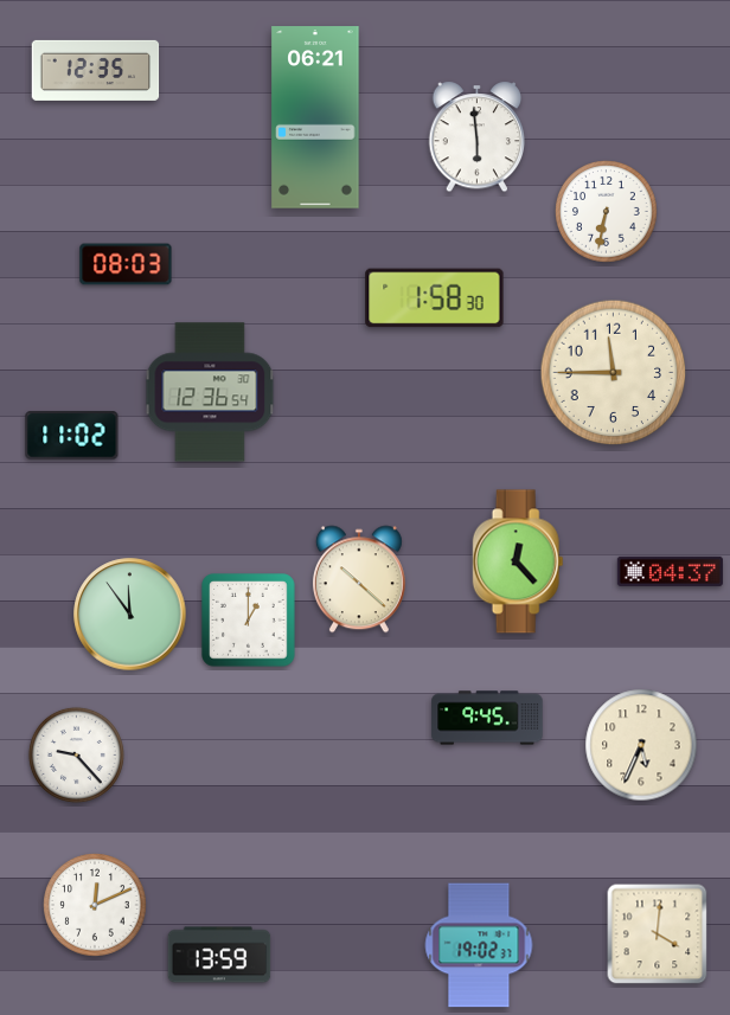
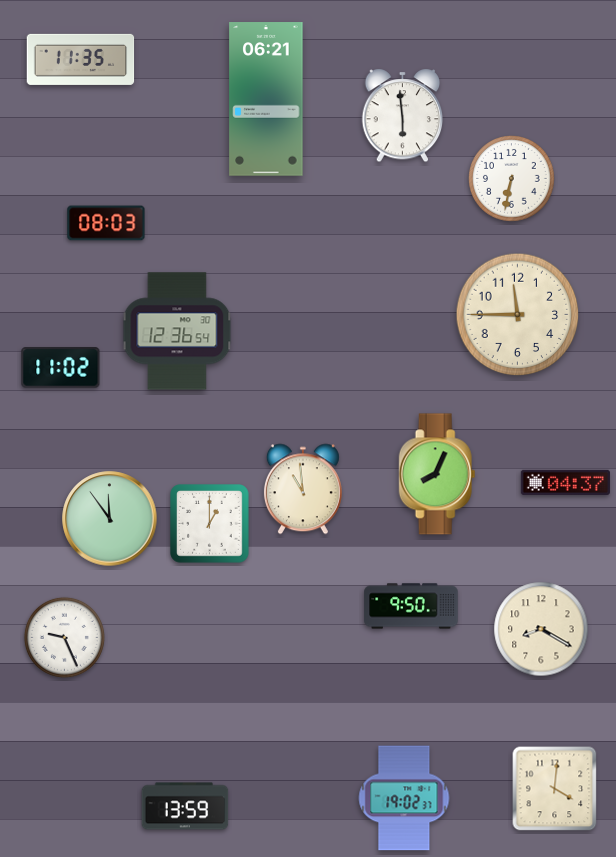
clock at (96, 70): 12:35 -> 11:35
clock at (435, 298): 1:58 -> none
clock at (518, 561): 12:23 -> 8:04
clock at (359, 579): 10:22 -> 10:59
clock at (487, 718): 9:45 -> 9:50
clock at (641, 745): 5:34 -> 8:20
clock at (76, 754): 9:23 -> 9:26
clock at (95, 905): 12:11 -> none
